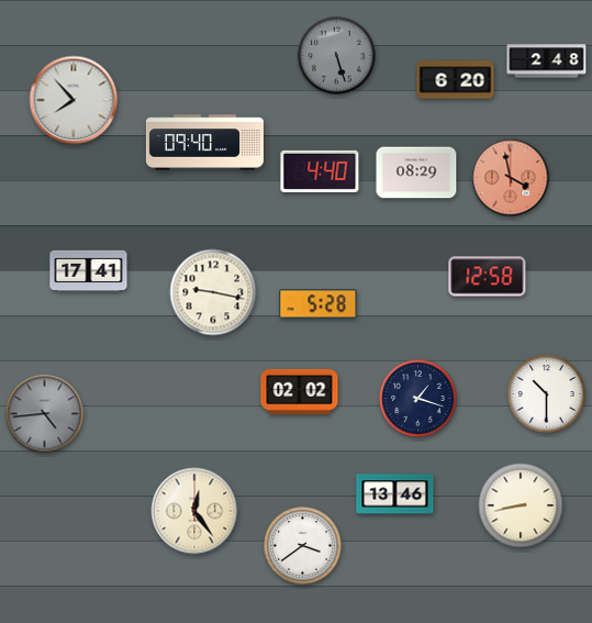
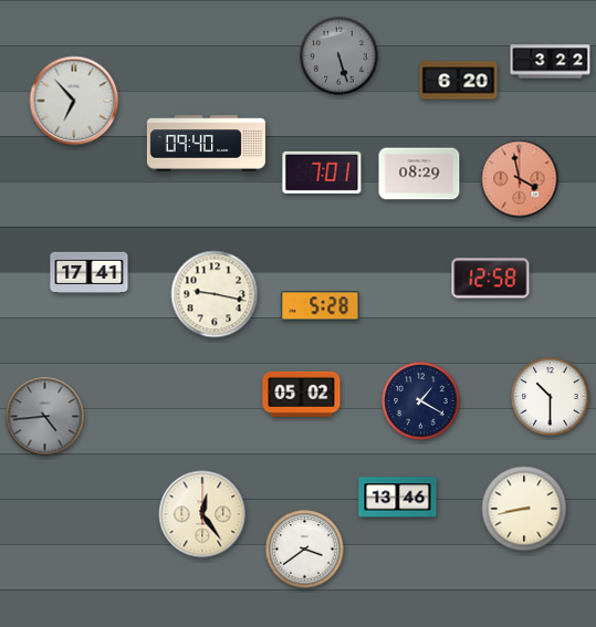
clock at (547, 62): 2:48 -> 3:22
clock at (74, 100): 7:53 -> 6:53
clock at (320, 171): 4:40 -> 7:01
clock at (511, 178) position: (511, 178) -> (520, 179)
clock at (300, 391): 02:02 -> 05:02
clock at (418, 399): 1:18 -> 1:20
clock at (194, 511) position: (194, 511) -> (202, 514)
